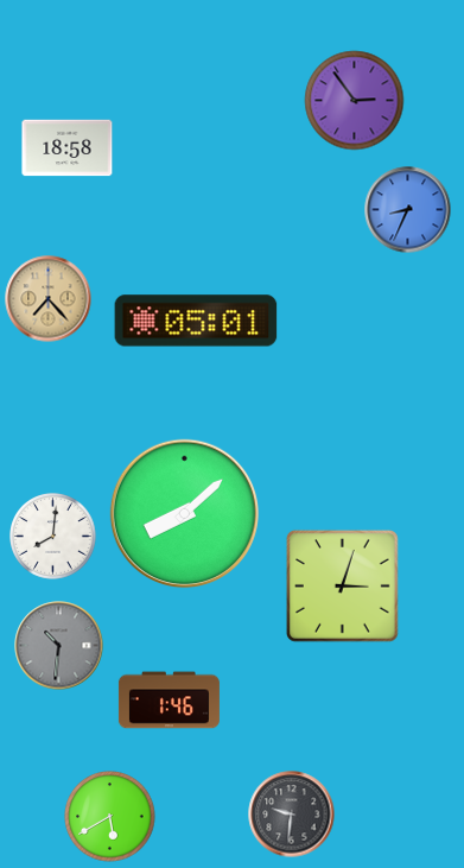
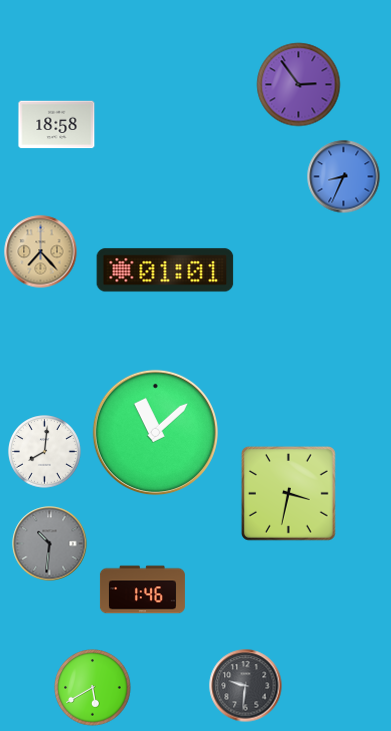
clock at (196, 321): 05:01 -> 01:01
clock at (185, 514): 8:08 -> 11:08
clock at (342, 585): 3:03 -> 3:32
